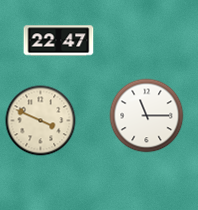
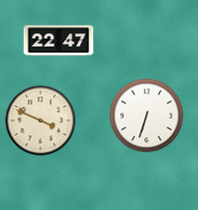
clock at (147, 116): 11:15 -> 6:33
